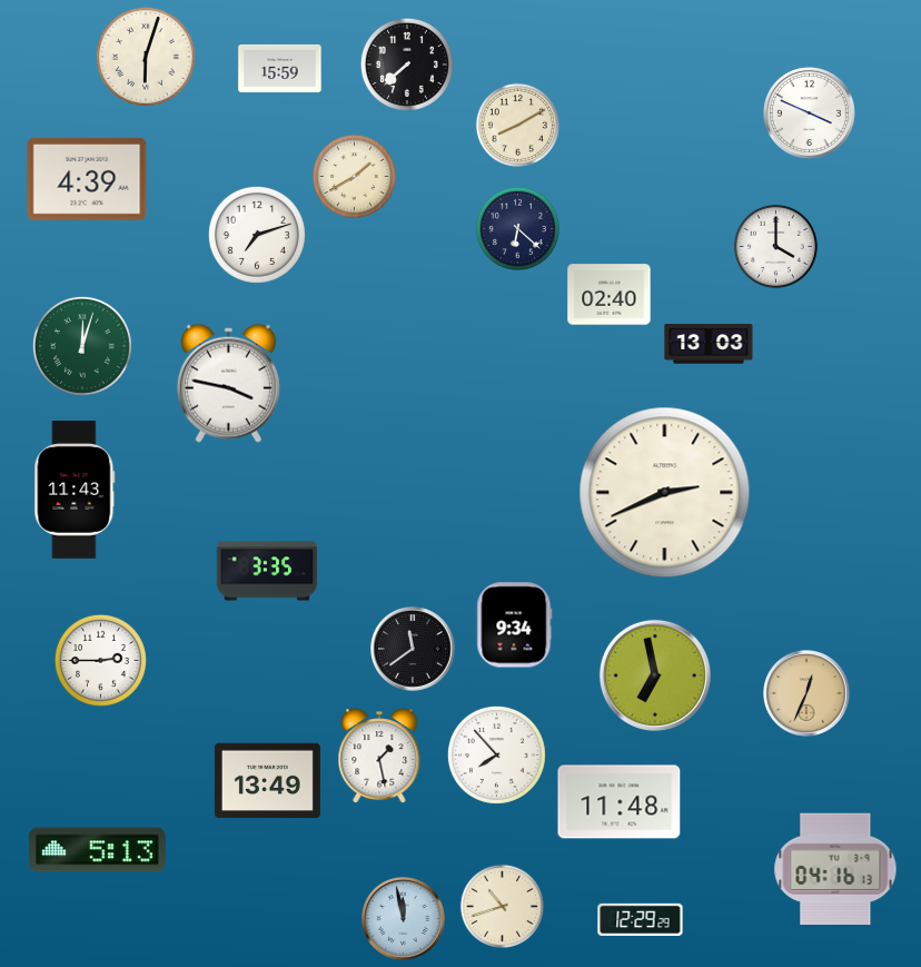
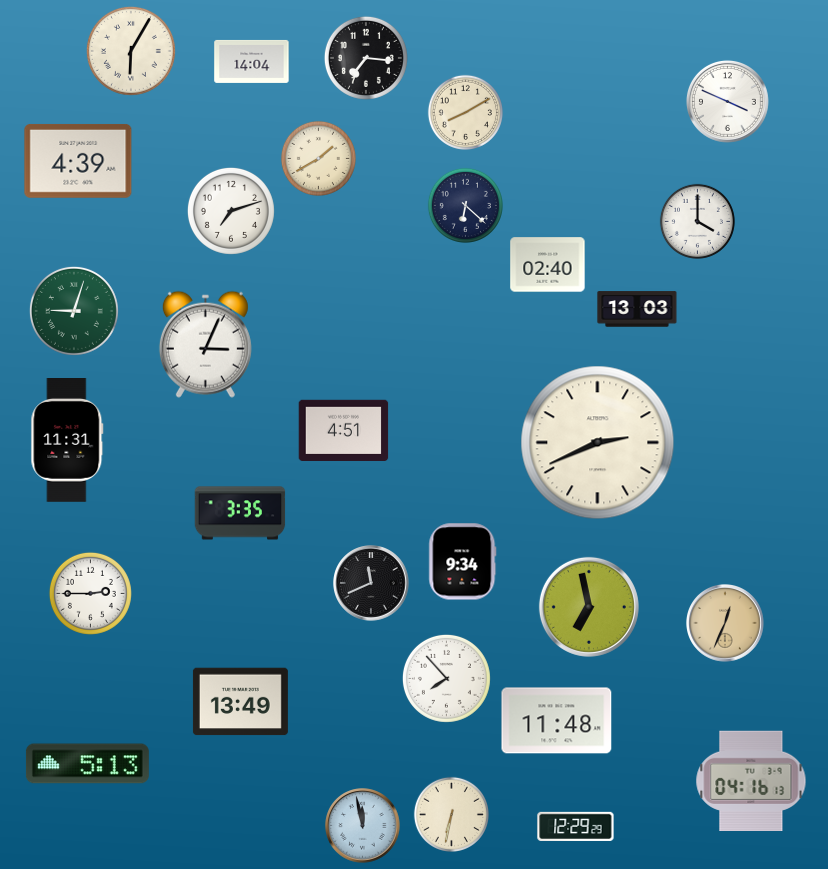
clock at (146, 57): 6:03 -> 6:05
clock at (407, 65): 7:38 -> 7:16
clock at (280, 68): 15:59 -> 14:04
clock at (82, 346): 12:03 -> 9:03
clock at (228, 383): 3:47 -> 3:04
clock at (344, 430): none -> 4:51
clock at (75, 491): 11:43 -> 11:31
clock at (413, 649): 11:39 -> 11:41
clock at (379, 756): 1:28 -> none
clock at (502, 906): 10:42 -> 6:32
